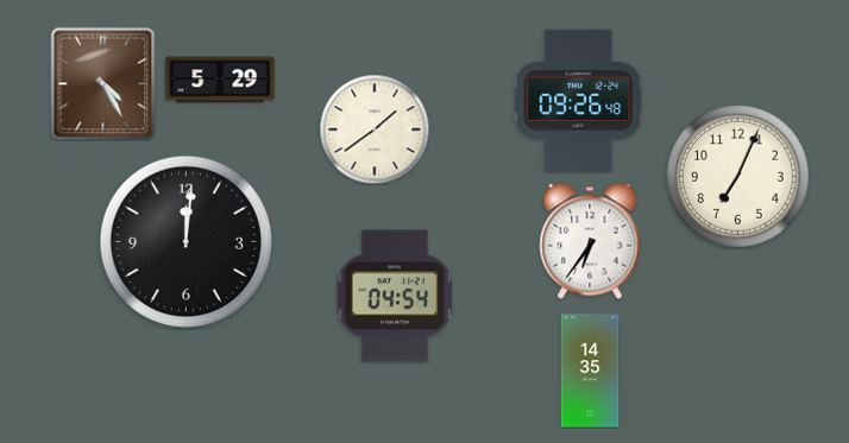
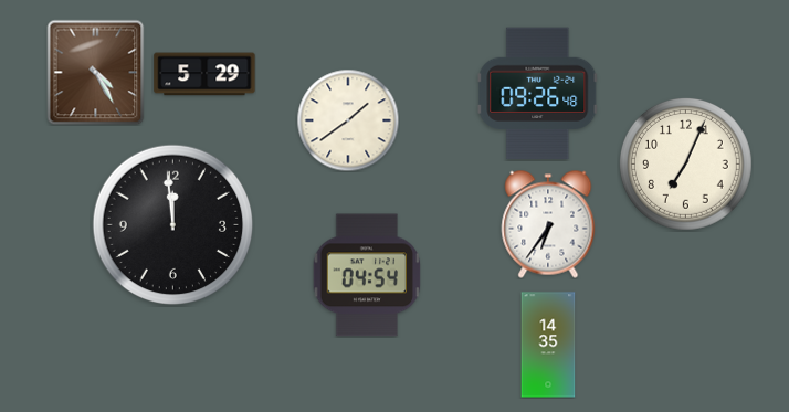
clock at (103, 83) position: (103, 83) -> (96, 72)
clock at (187, 242): 12:01 -> 11:59
